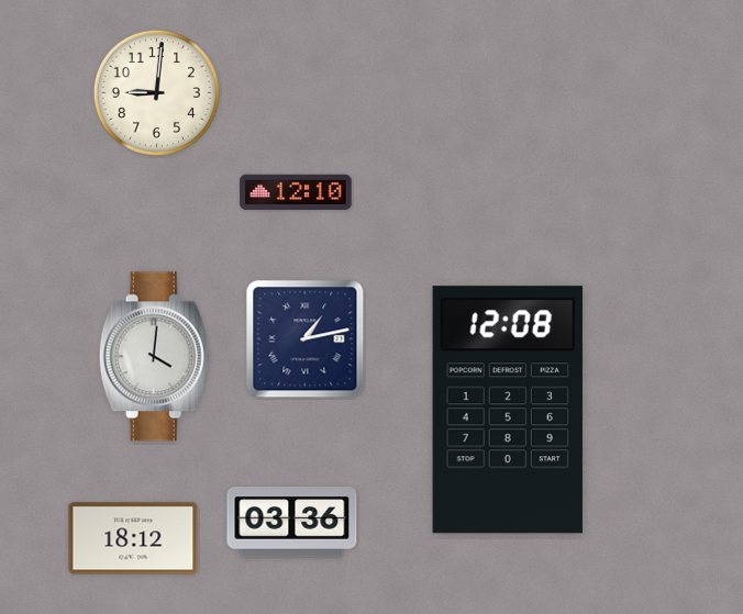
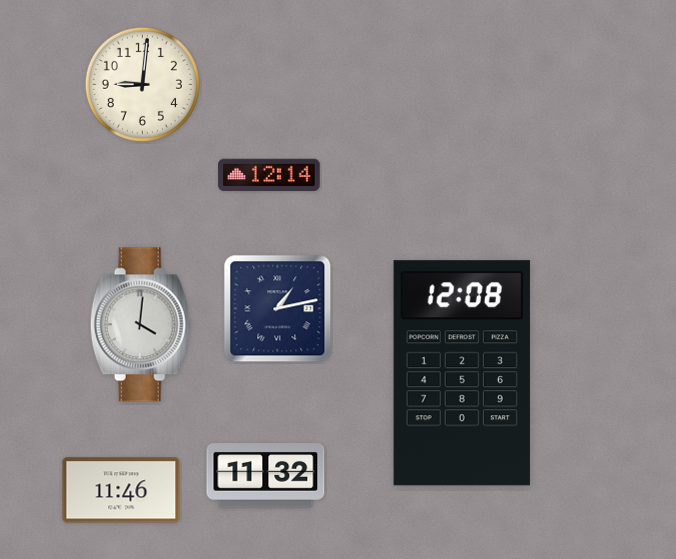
clock at (296, 192): 12:10 -> 12:14
clock at (292, 523): 03:36 -> 11:32
clock at (133, 538): 18:12 -> 11:46
